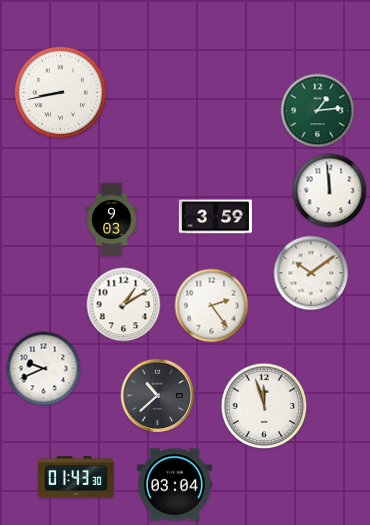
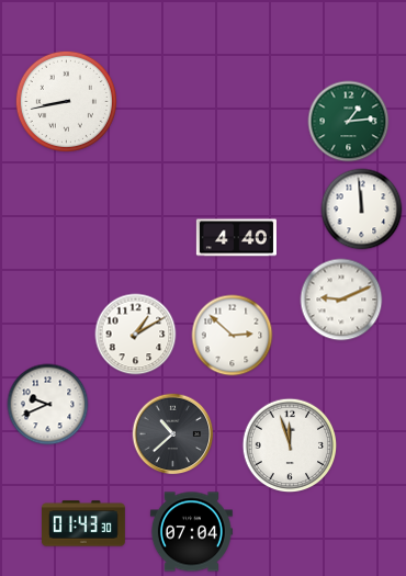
clock at (215, 217): 3:59 -> 4:40
clock at (112, 219): 9:03 -> none
clock at (311, 273): 10:09 -> 9:11
clock at (212, 306): 2:24 -> 2:52
clock at (174, 485): 03:04 -> 07:04
